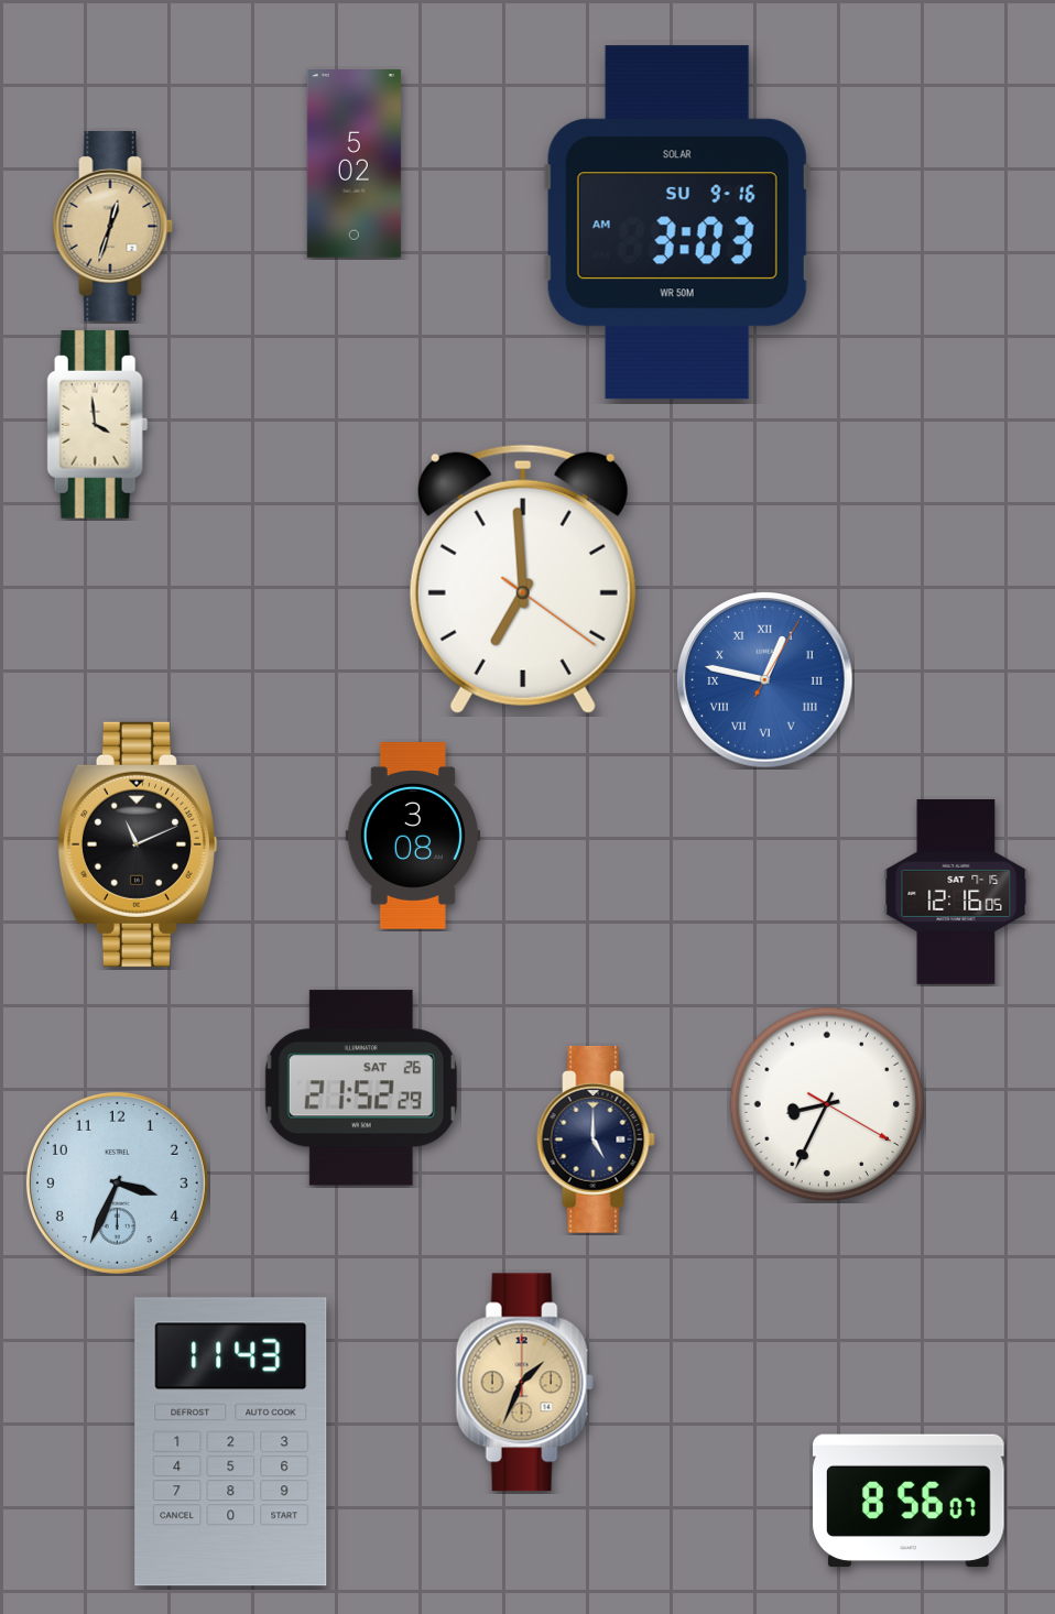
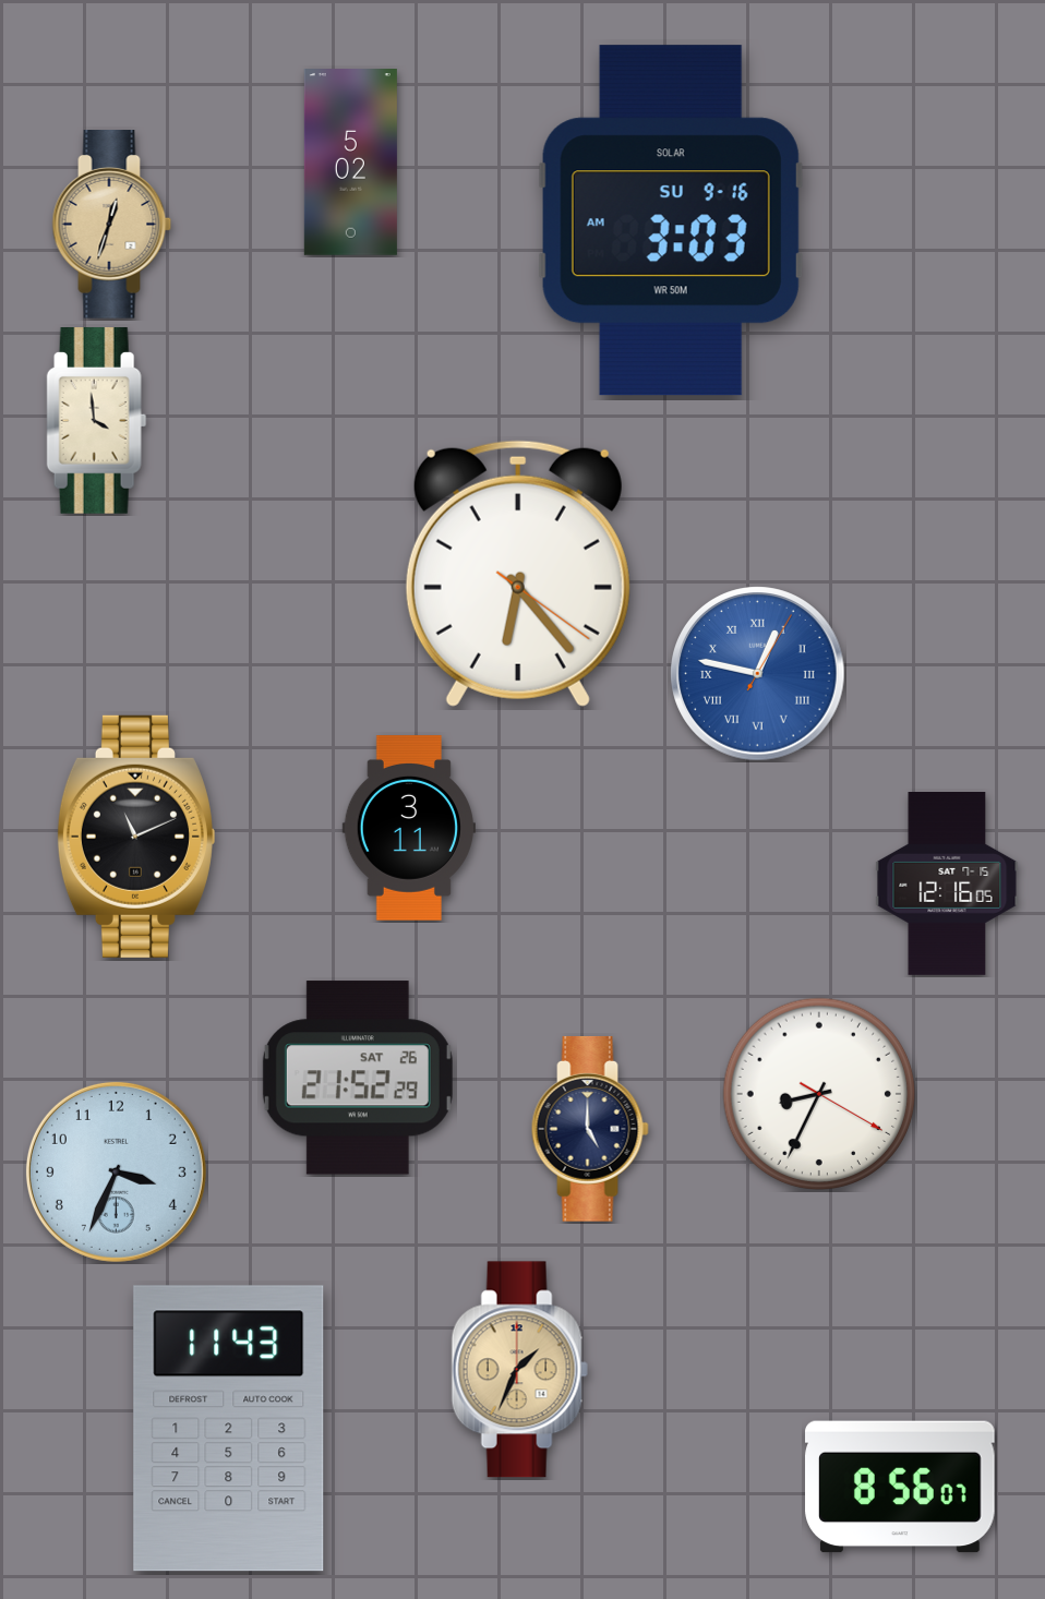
clock at (523, 579): 6:59 -> 6:23
clock at (413, 837): 3:08 -> 3:11
